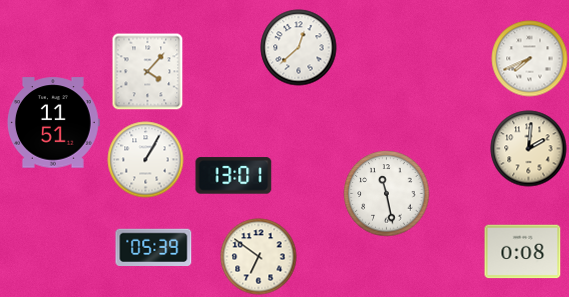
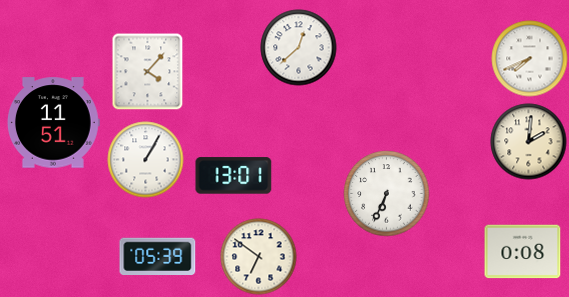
clock at (529, 149) position: (529, 149) -> (529, 142)
clock at (387, 194): 11:28 -> 6:34
clock at (154, 247) position: (154, 247) -> (158, 256)
